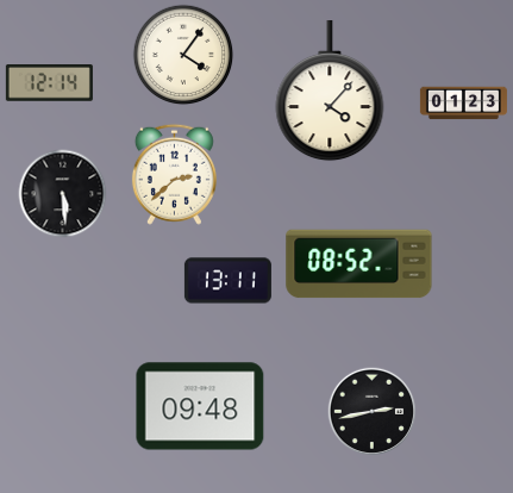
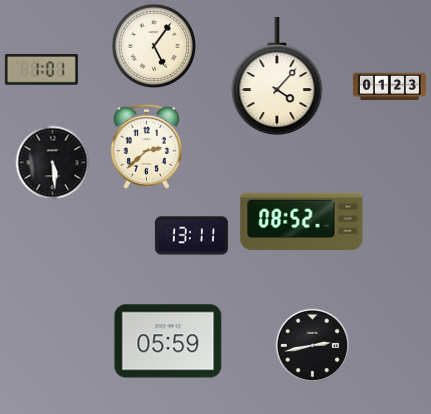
clock at (183, 55): 4:06 -> 5:06
clock at (49, 83): 12:14 -> 1:01
clock at (200, 406): 09:48 -> 05:59
